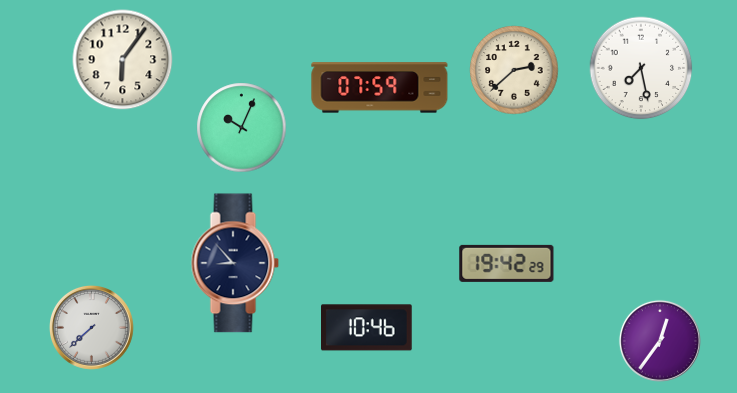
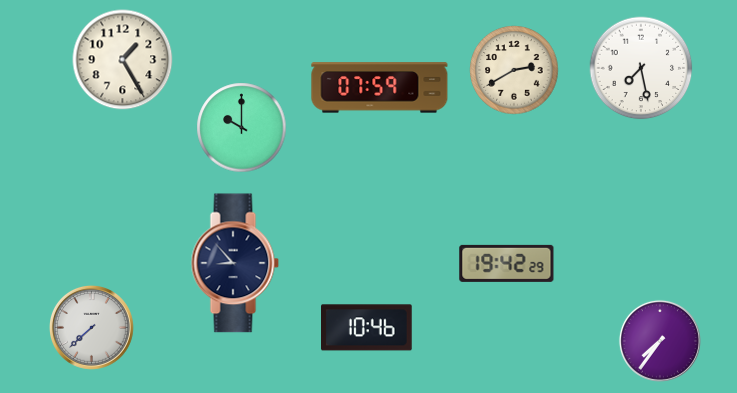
clock at (123, 60): 6:06 -> 1:25
clock at (514, 70): 2:38 -> 2:40
clock at (242, 128): 10:04 -> 10:00
clock at (660, 341): 12:36 -> 7:36
